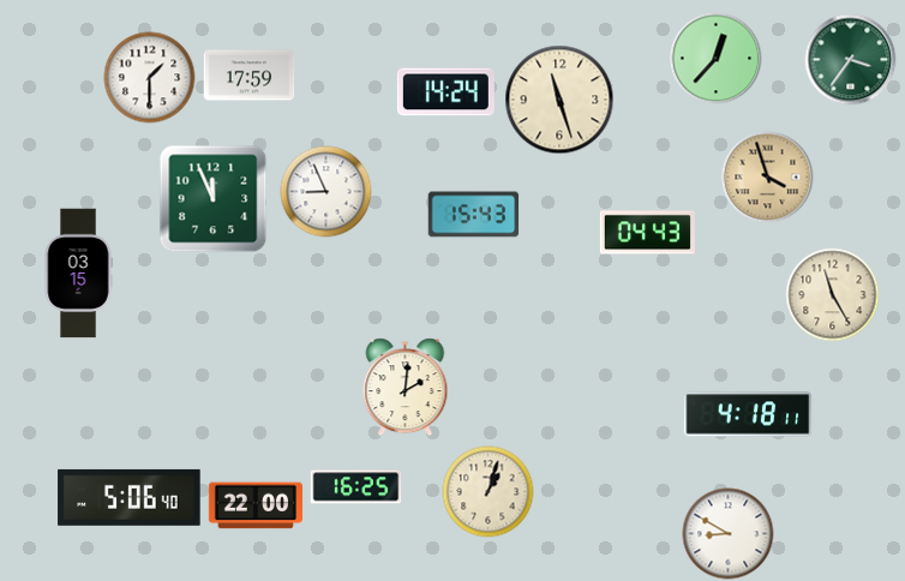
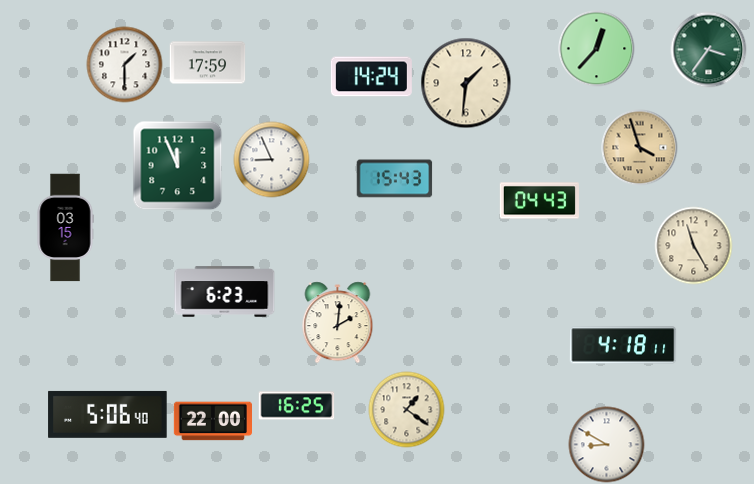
clock at (559, 100): 11:27 -> 1:31
clock at (647, 233) position: (647, 233) -> (539, 201)
clock at (225, 292): none -> 6:23
clock at (489, 492): 1:03 -> 1:21
